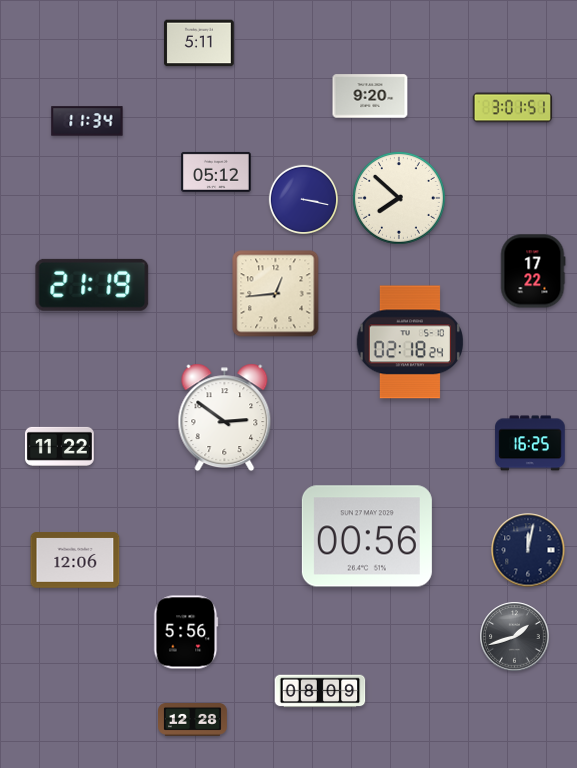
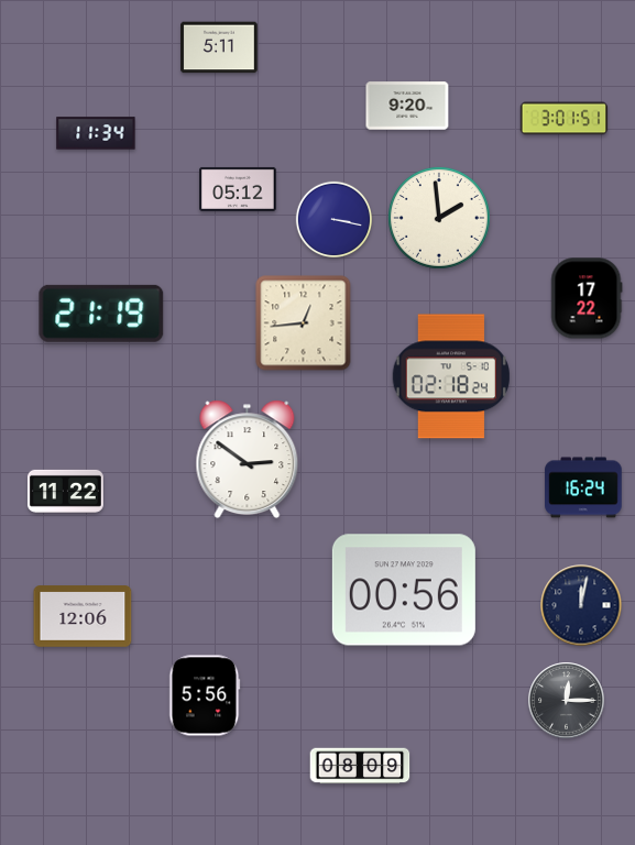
clock at (399, 198): 7:52 -> 1:59
clock at (530, 443): 16:25 -> 16:24
clock at (515, 637): 1:42 -> 12:15
clock at (320, 691) position: (320, 691) -> (360, 766)
clock at (193, 720): 12:28 -> none
